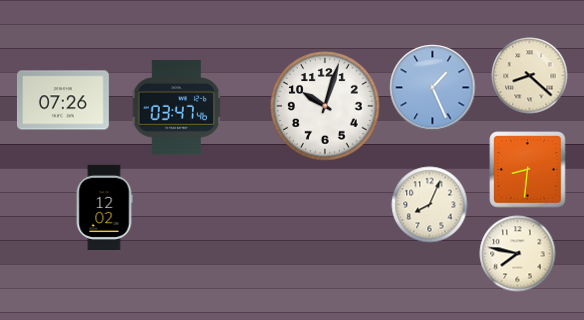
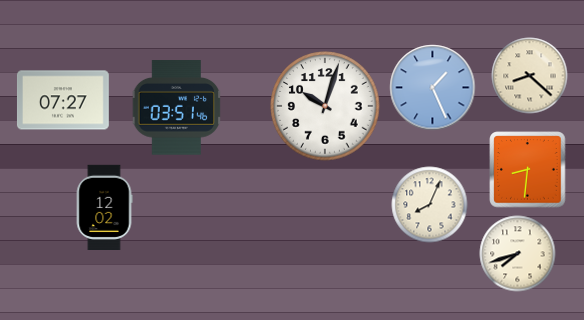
clock at (63, 100): 07:26 -> 07:27
clock at (177, 108): 03:47 -> 03:51
clock at (518, 254): 7:47 -> 7:42
